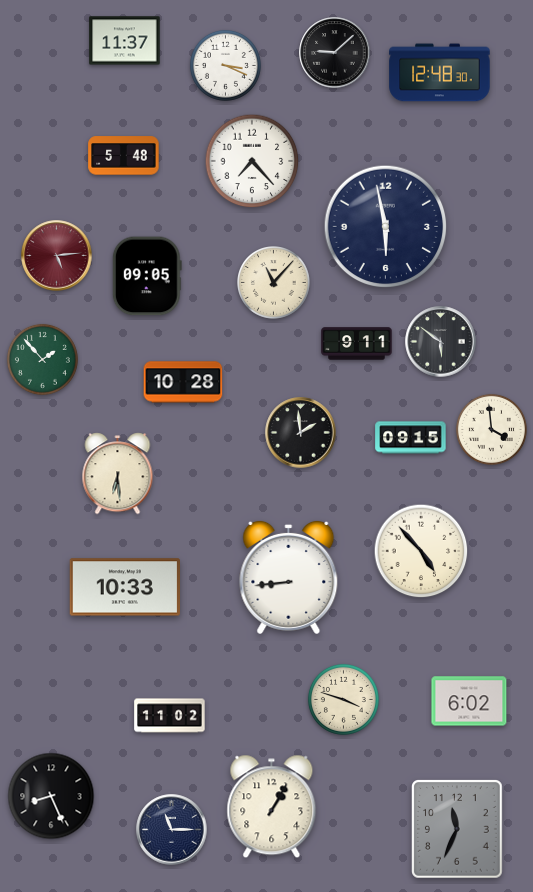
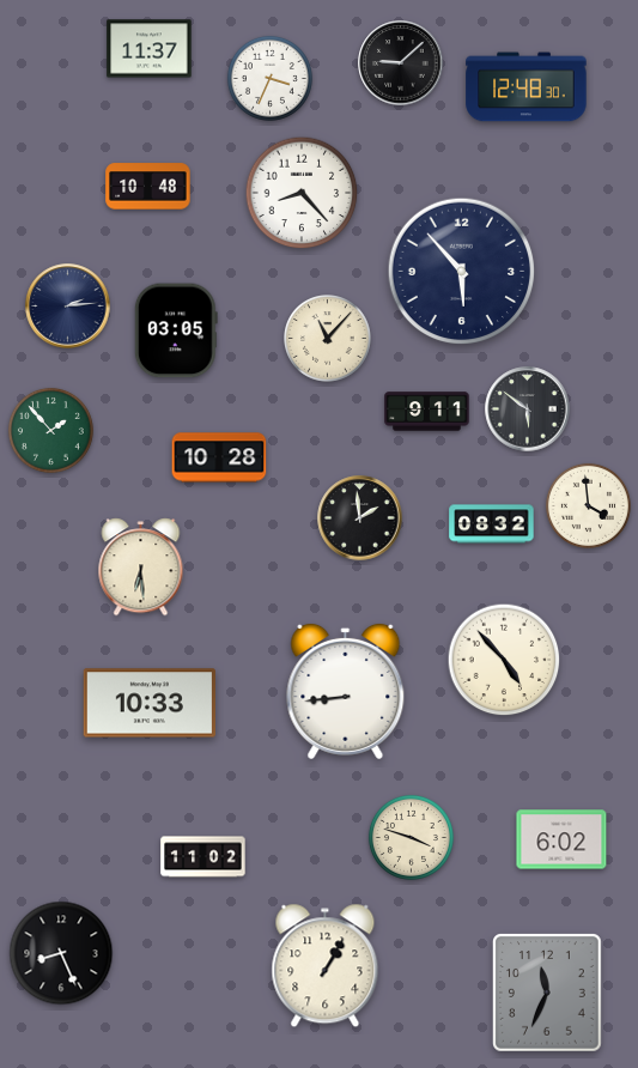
clock at (225, 65): 3:19 -> 3:34
clock at (124, 156): 5:48 -> 10:48
clock at (252, 161): 7:23 -> 8:23
clock at (386, 227): 5:58 -> 5:53
clock at (57, 256): 5:14 -> 2:14
clock at (57, 256) dial: burgundy -> navy
clock at (147, 276): 09:05 -> 03:05
clock at (491, 429) position: (491, 429) -> (588, 505)
clock at (411, 438): 09:15 -> 08:32
clock at (172, 830): 11:15 -> none
